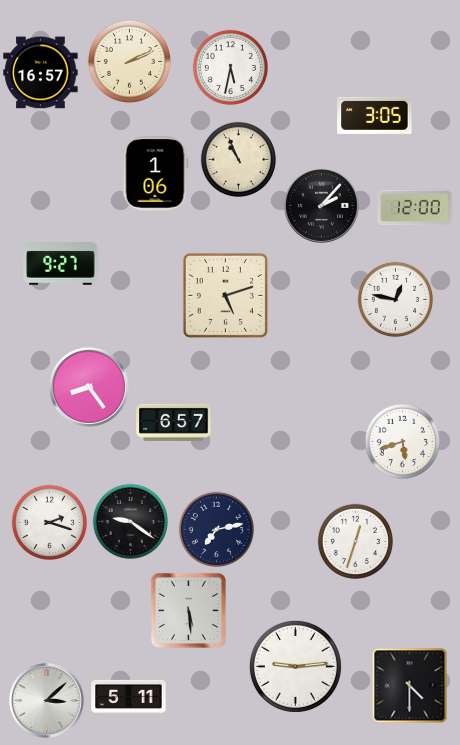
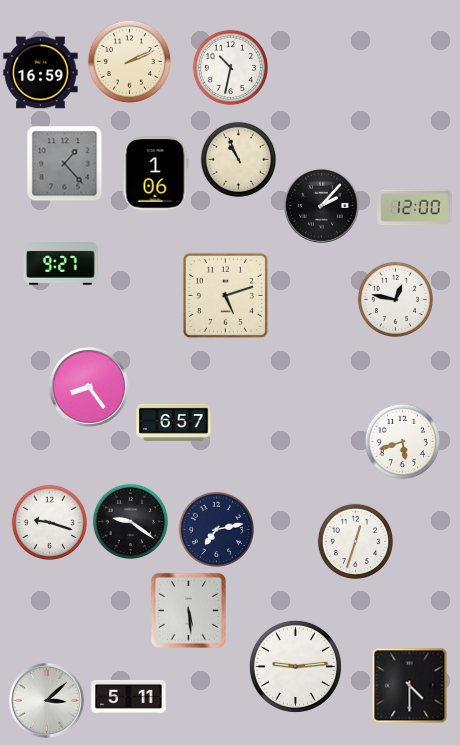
clock at (231, 68): 5:32 -> 10:32
clock at (41, 73): 16:57 -> 16:59
clock at (375, 115): 3:05 -> none
clock at (65, 164): none -> 1:23
clock at (50, 523): 2:18 -> 9:18
